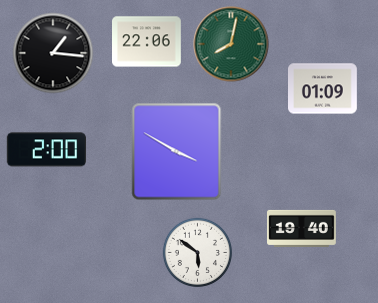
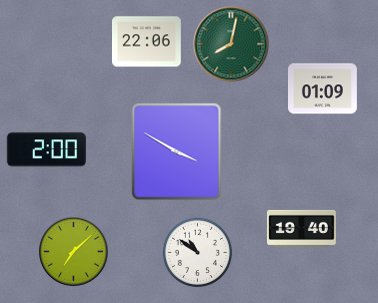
clock at (53, 53): 1:16 -> none
clock at (74, 252): none -> 7:08
clock at (197, 252): 5:51 -> 10:51
